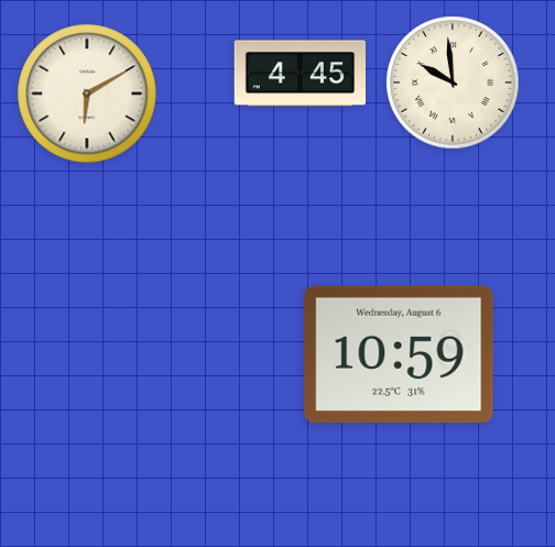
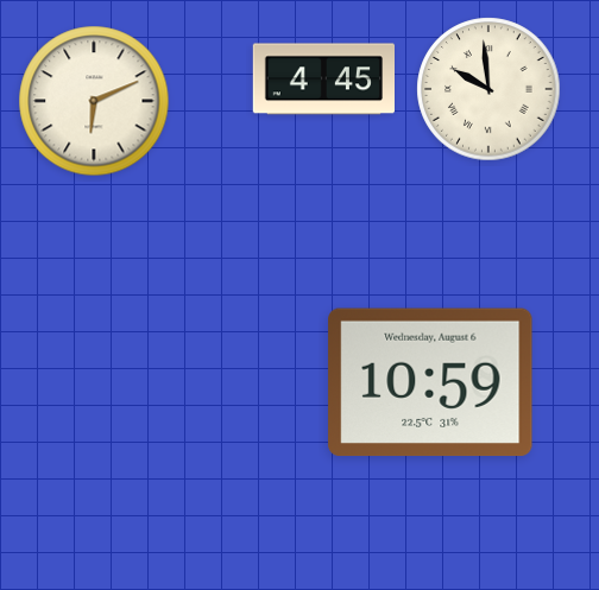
clock at (87, 94): 6:10 -> 6:11
